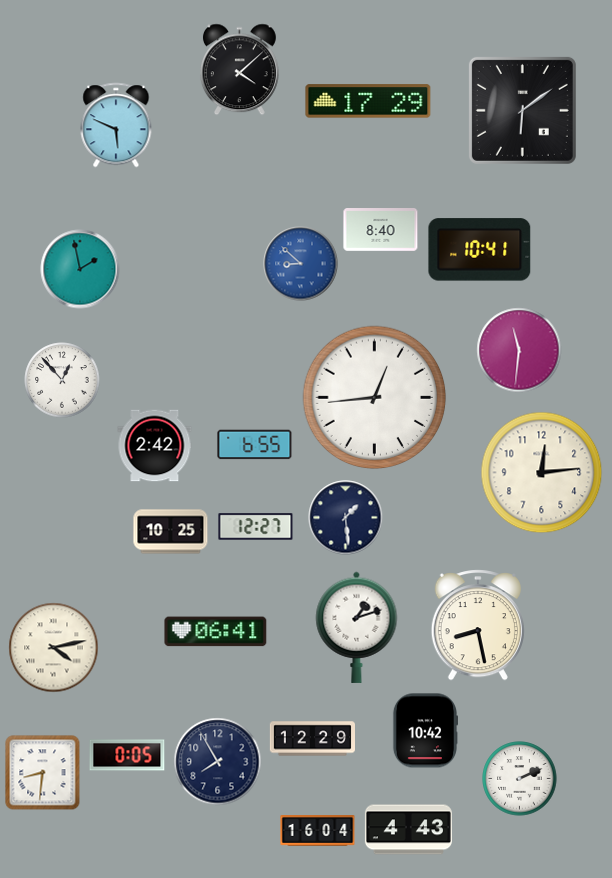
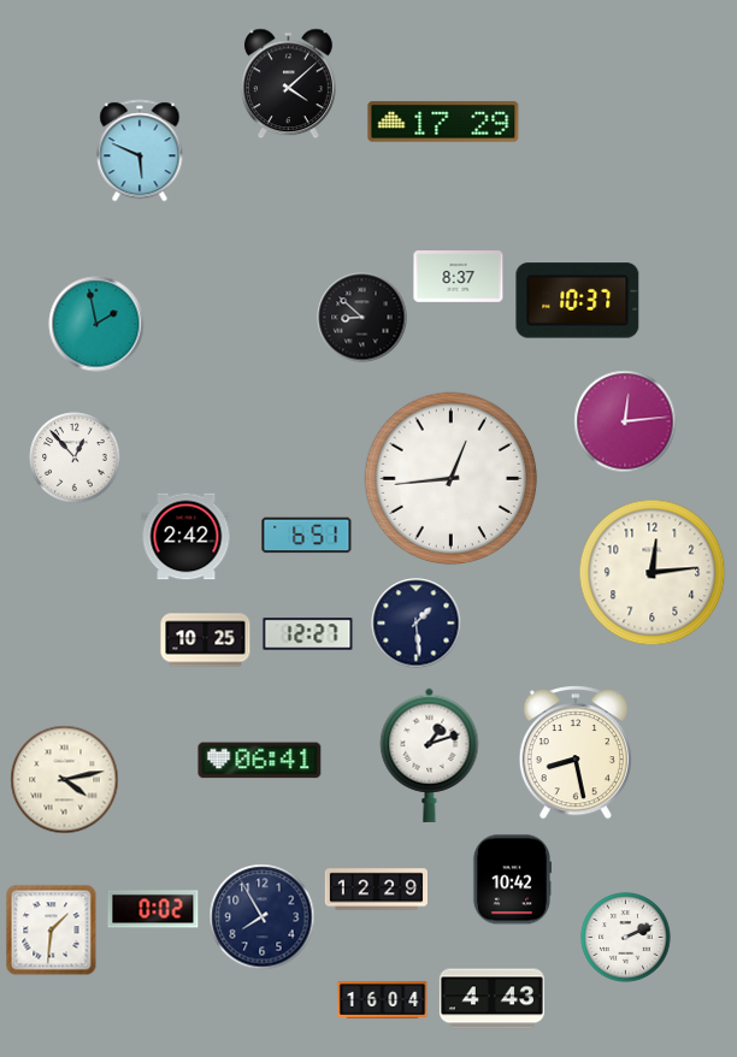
clock at (522, 110): 6:09 -> none
clock at (381, 230): 8:40 -> 8:37
clock at (480, 250): 10:41 -> 10:37
clock at (301, 264) dial: blue -> black
clock at (519, 350): 11:31 -> 12:14
clock at (255, 445): 6:55 -> 6:51
clock at (542, 473) position: (542, 473) -> (653, 573)
clock at (127, 755): 0:05 -> 0:02
clock at (43, 773): 8:31 -> 1:31
